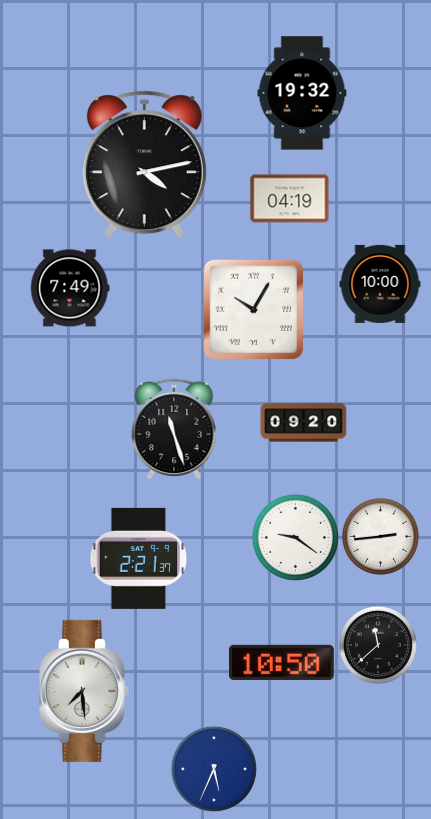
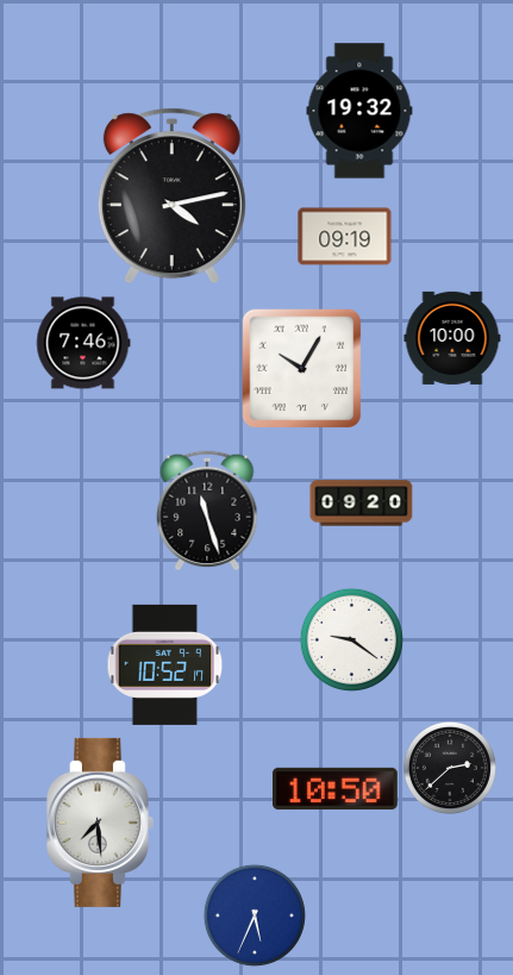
clock at (290, 199): 04:19 -> 09:19
clock at (70, 288): 7:49 -> 7:46
clock at (380, 536): 2:44 -> none
clock at (139, 558): 2:21 -> 10:52
clock at (378, 645): 11:38 -> 2:38
